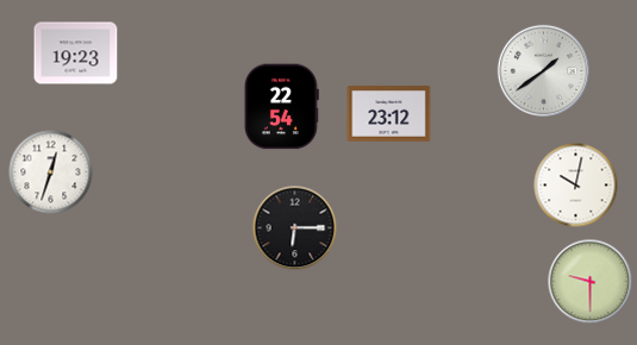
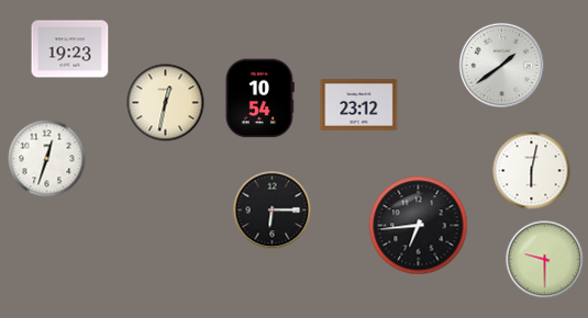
clock at (281, 107): 22:54 -> 10:54
clock at (166, 103): none -> 12:32
clock at (576, 186): 10:02 -> 6:02
clock at (419, 226): none -> 6:44
